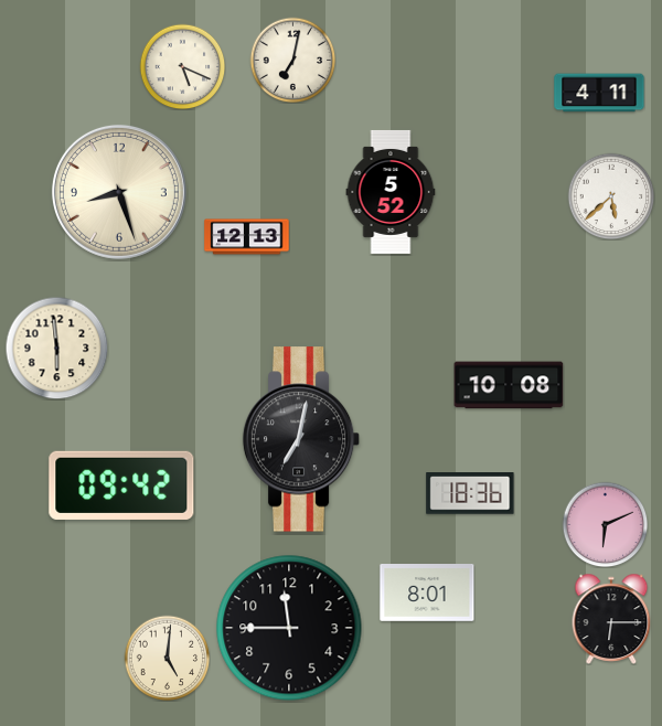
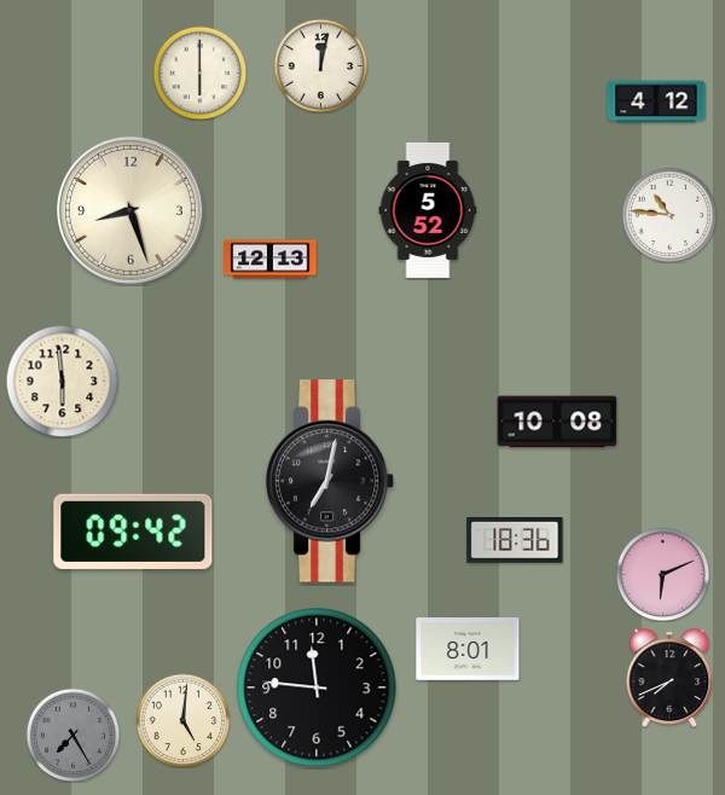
clock at (292, 60): 7:02 -> 12:02
clock at (182, 66): 5:19 -> 6:00
clock at (599, 93): 4:11 -> 4:12
clock at (611, 196): 5:38 -> 10:46
clock at (611, 619): 6:15 -> 7:41
clock at (289, 628): 11:45 -> 11:46
clock at (72, 735): none -> 7:25
